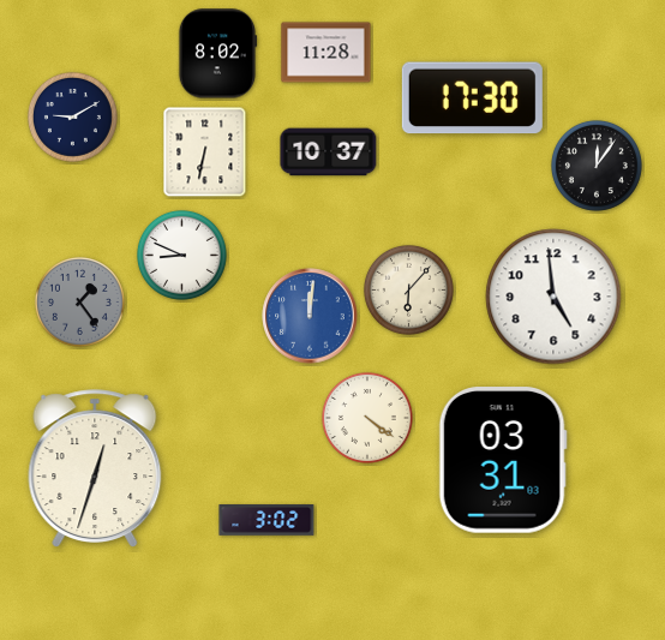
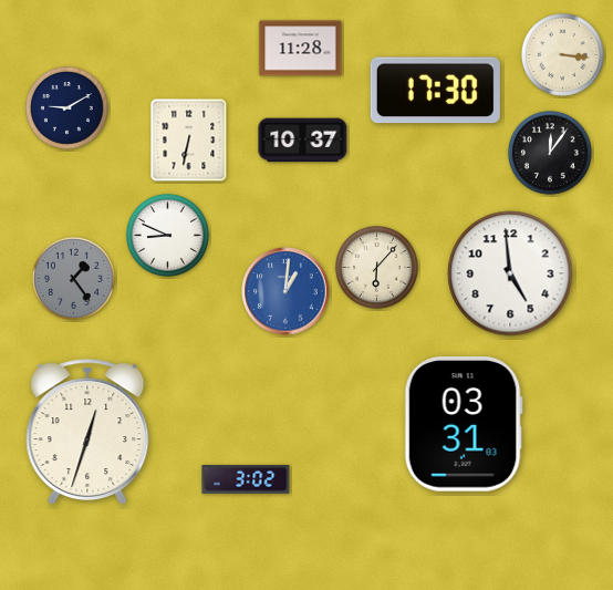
clock at (217, 54): 8:02 -> none
clock at (562, 54): none -> 3:16
clock at (310, 316): 12:01 -> 1:01
clock at (367, 418): 4:21 -> none
